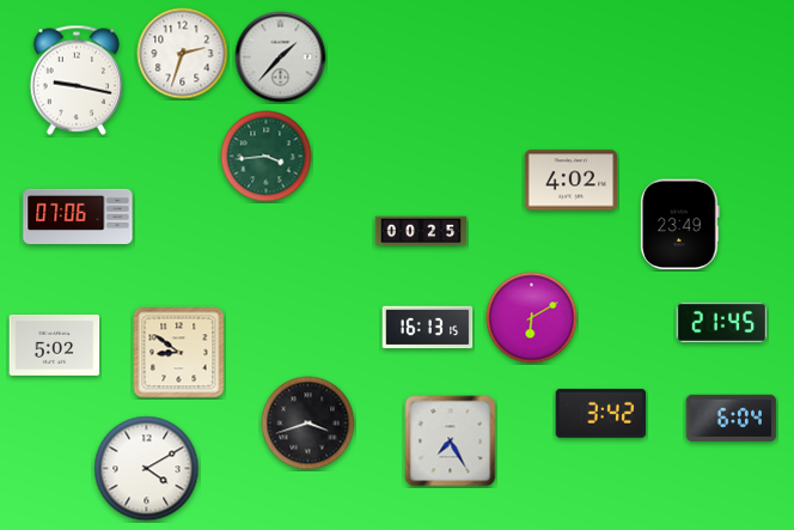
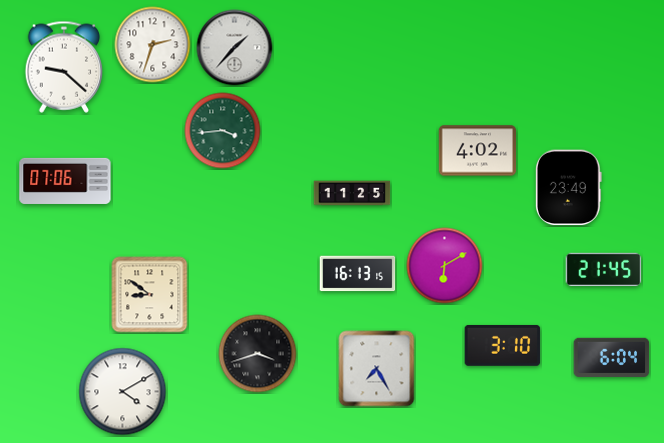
clock at (77, 80): 9:17 -> 9:22
clock at (421, 231): 00:25 -> 11:25
clock at (55, 345): 5:02 -> none
clock at (601, 413): 3:42 -> 3:10
clock at (732, 418) position: (732, 418) -> (612, 357)
